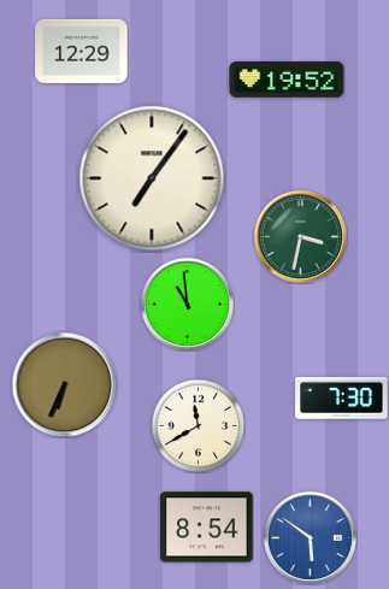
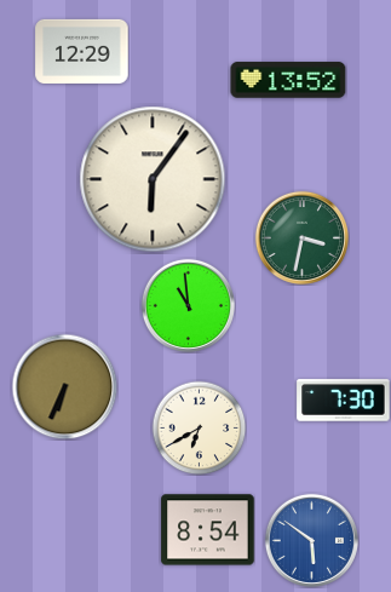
clock at (287, 79): 19:52 -> 13:52
clock at (152, 178): 7:06 -> 6:06
clock at (198, 425): 11:40 -> 6:40
